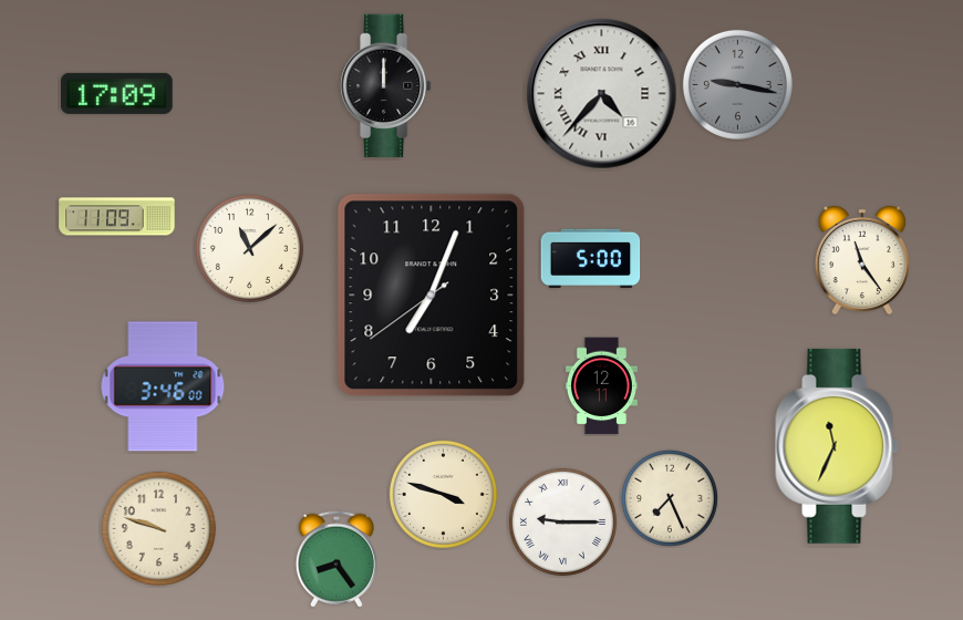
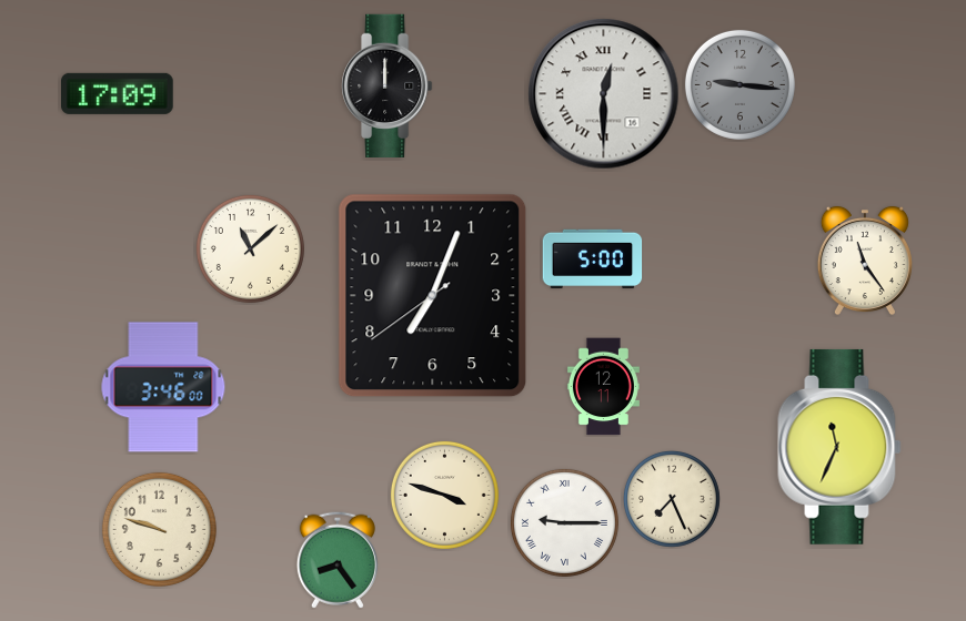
clock at (737, 84): 9:17 -> 9:16
clock at (602, 94): 4:37 -> 12:30
clock at (117, 217): 11:09 -> none
